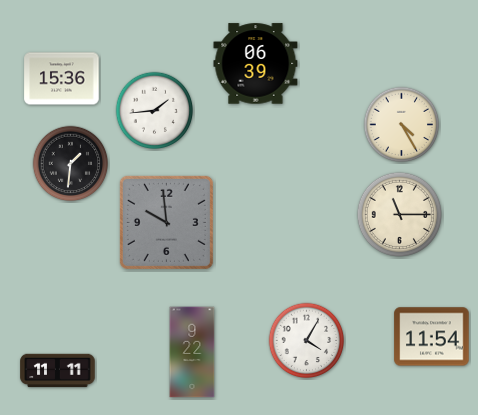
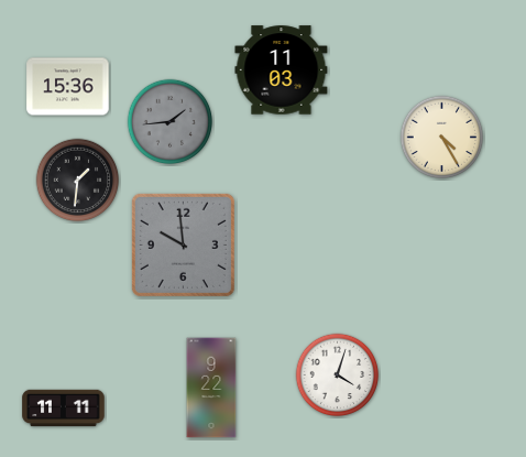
clock at (256, 64): 06:39 -> 11:03
clock at (155, 111) dial: white -> grey
clock at (399, 214): 11:15 -> none
clock at (432, 337): 11:54 -> none
clock at (307, 341): 4:05 -> 4:03
